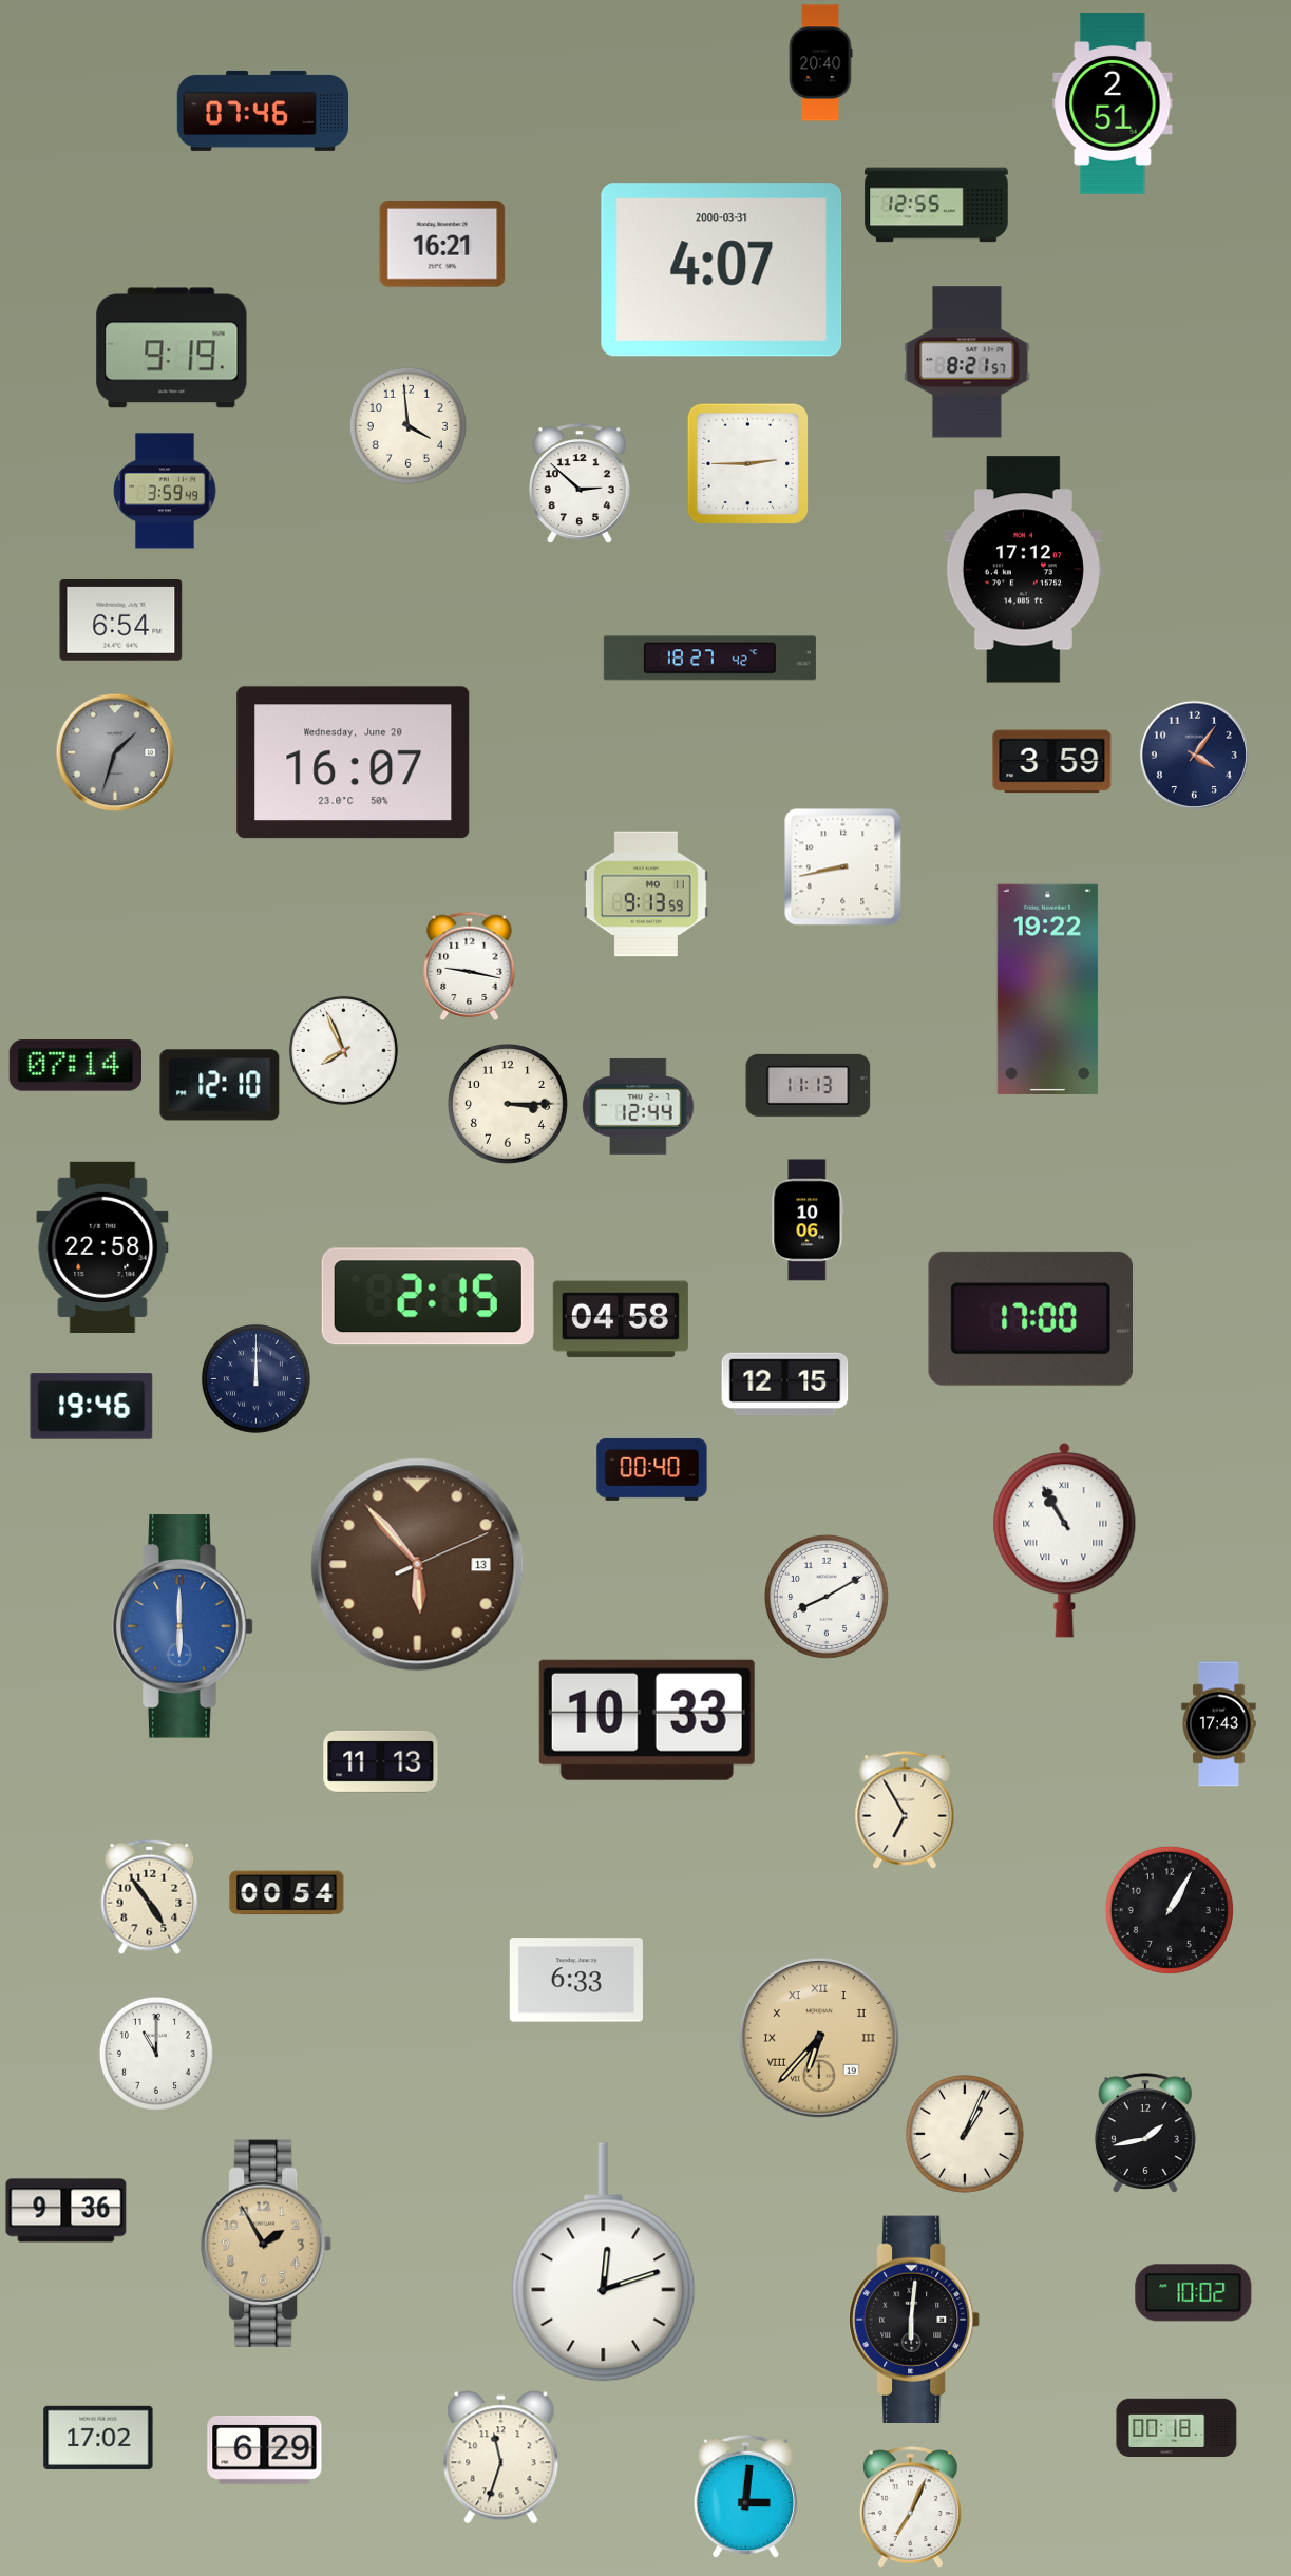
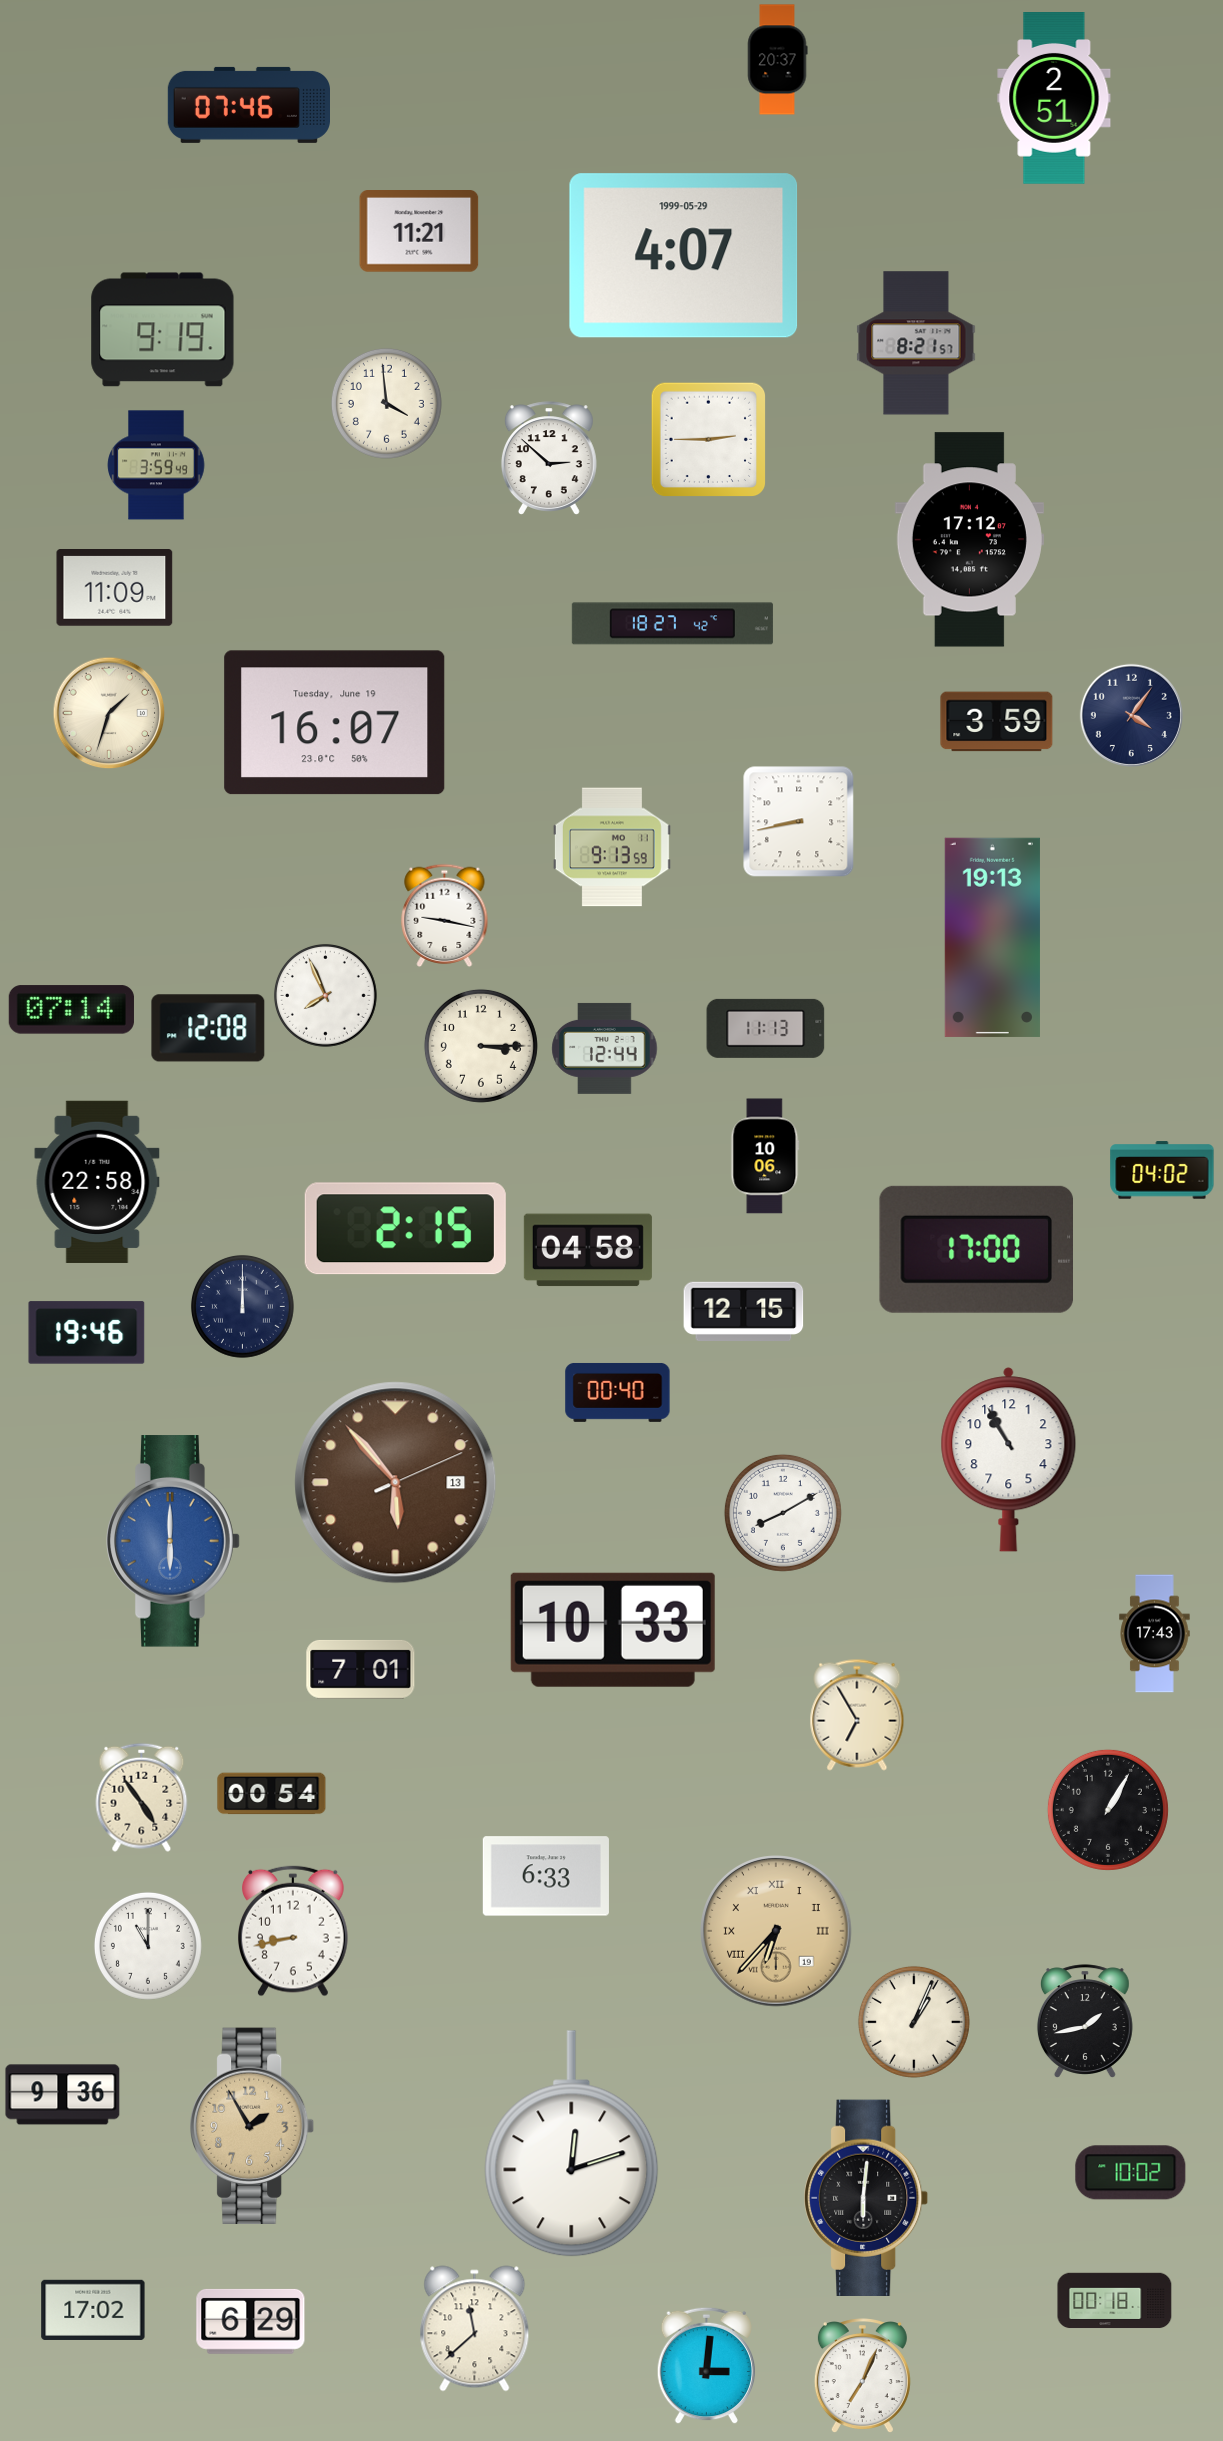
clock at (820, 63): 20:40 -> 20:37
clock at (936, 205): 12:55 -> none
clock at (442, 245): 16:21 -> 11:21
clock at (722, 270) date: 2000-03-31 -> 1999-05-29
clock at (121, 621): 6:54 -> 11:09
clock at (115, 752) dial: grey -> cream
clock at (354, 763) date: Wednesday, June 20 -> Tuesday, June 19
clock at (1047, 989): 19:22 -> 19:13
clock at (220, 1085): 12:10 -> 12:08
clock at (1162, 1170): none -> 04:02
clock at (1065, 1541) numerals: Roman -> Arabic
clock at (381, 1761): 11:13 -> 7:01
clock at (294, 1931): none -> 8:43
clock at (501, 2458): 11:33 -> 11:38
